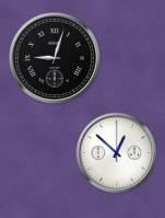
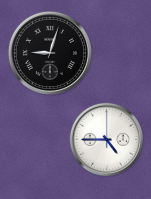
clock at (116, 152): 12:52 -> 4:45
